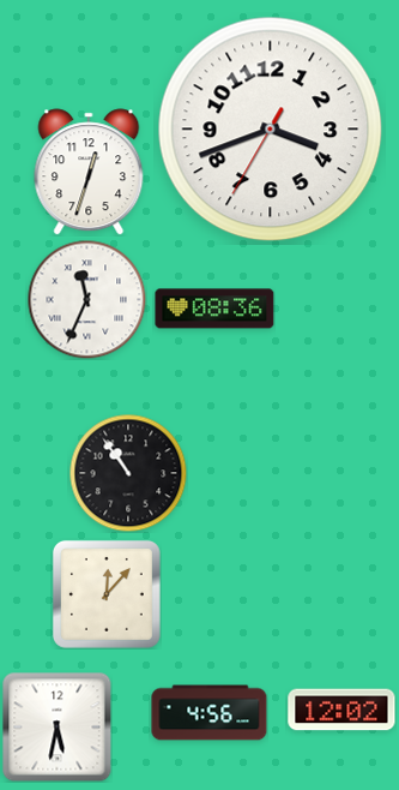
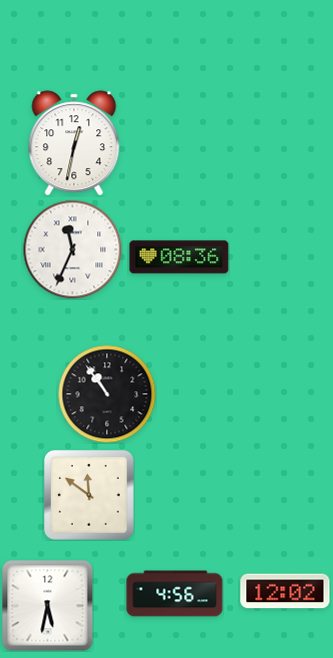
clock at (271, 130): 3:41 -> none
clock at (89, 172): 12:33 -> 12:32
clock at (107, 594): 12:07 -> 11:51
